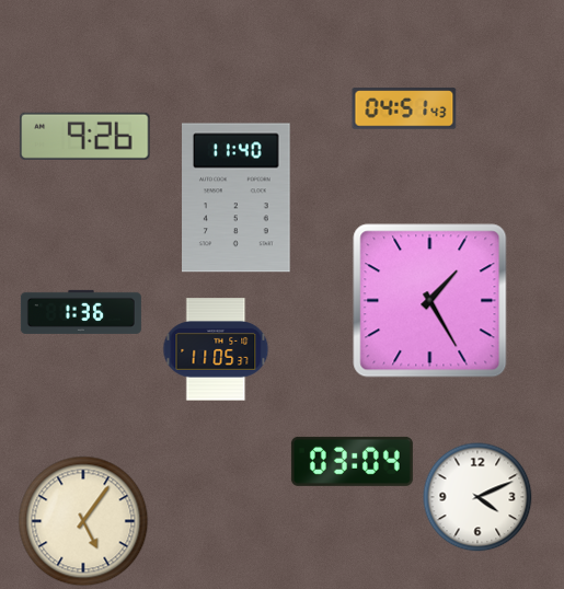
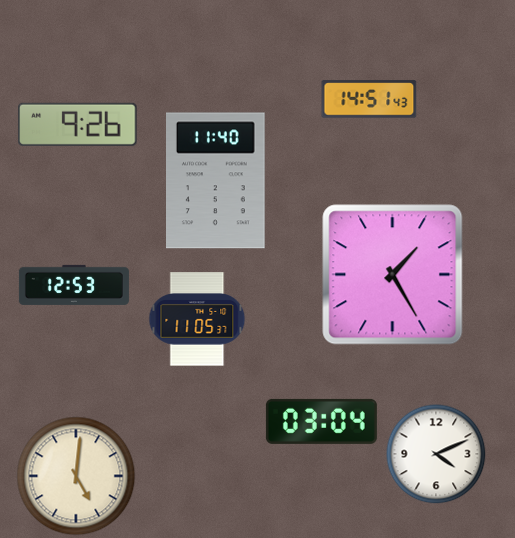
clock at (404, 108): 04:51 -> 14:51
clock at (81, 312): 1:36 -> 12:53
clock at (83, 521): 5:06 -> 5:01
